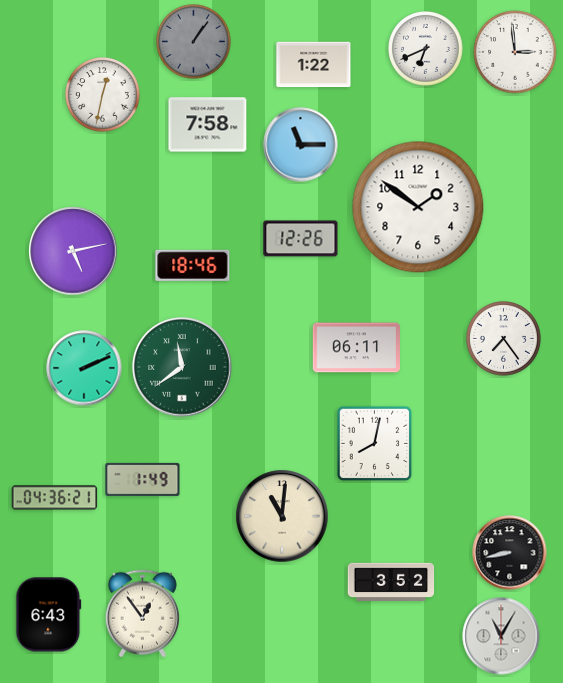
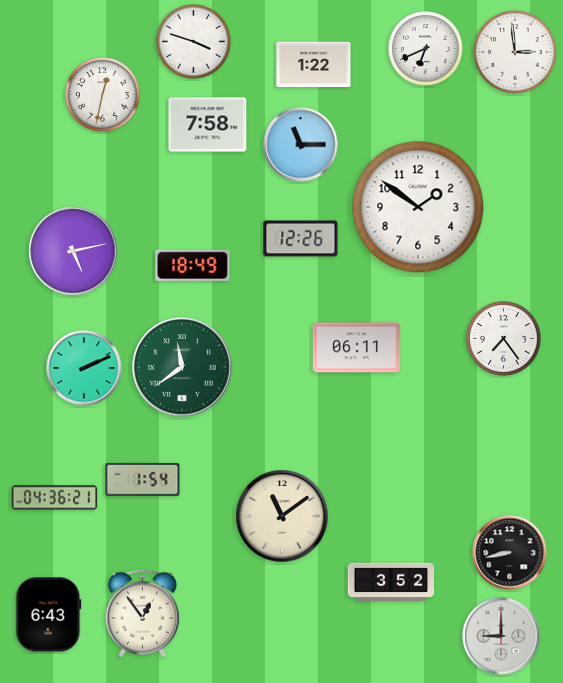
clock at (194, 42): 1:06 -> 3:48
clock at (194, 42) dial: grey -> white
clock at (193, 265): 18:46 -> 18:49
clock at (375, 444): 8:02 -> none
clock at (143, 479): 1:49 -> 1:54
clock at (282, 516): 11:01 -> 11:09
clock at (501, 636): 11:05 -> 9:00
